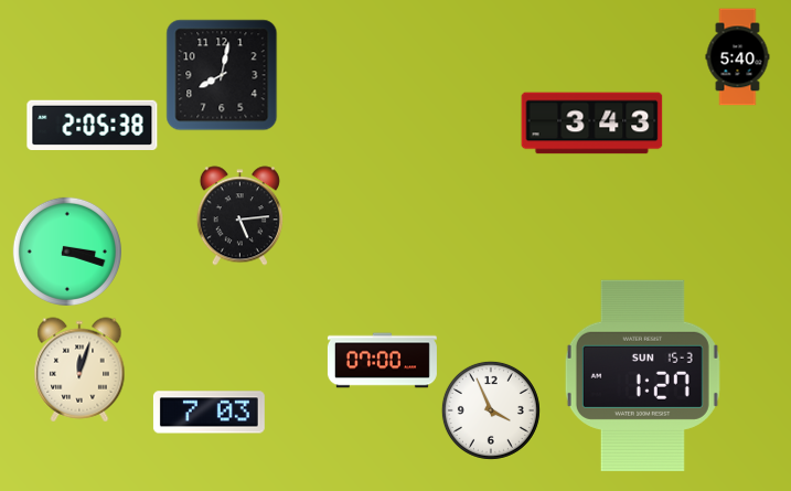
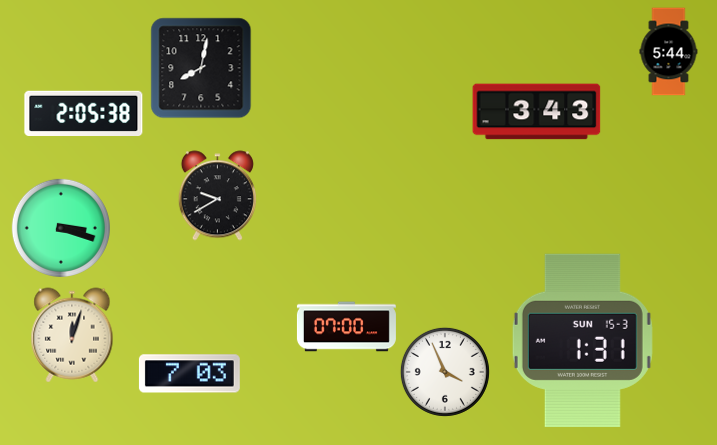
clock at (738, 57): 5:40 -> 5:44
clock at (239, 216): 5:14 -> 9:40
clock at (642, 375): 1:27 -> 1:31
